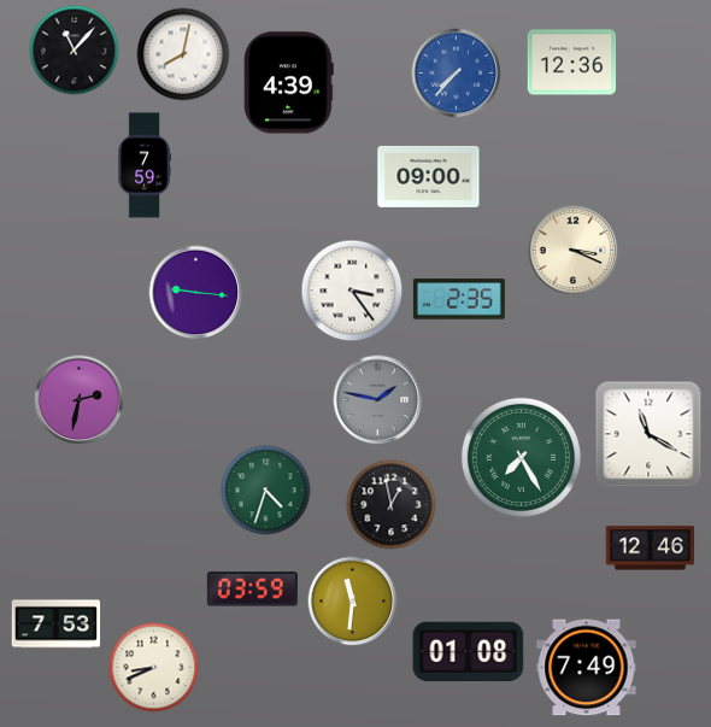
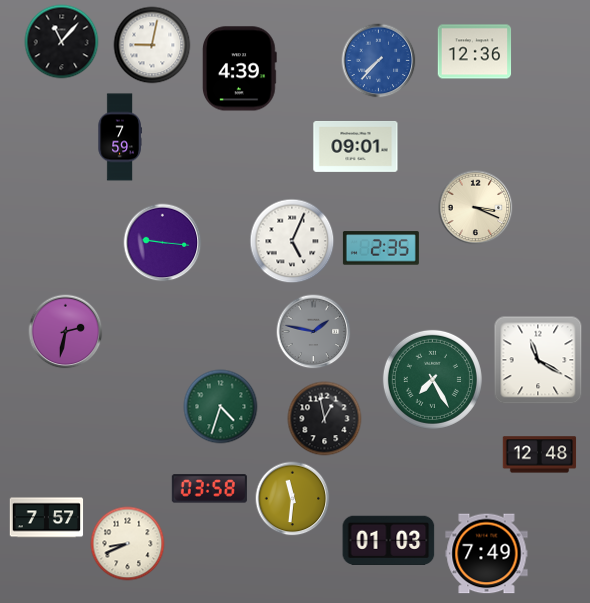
clock at (183, 54): 8:02 -> 9:02
clock at (429, 176): 09:00 -> 09:01
clock at (352, 291): 3:24 -> 5:04
clock at (651, 549): 12:46 -> 12:48
clock at (252, 590): 03:59 -> 03:58
clock at (57, 625): 7:53 -> 7:57
clock at (469, 651): 01:08 -> 01:03
clock at (154, 668) position: (154, 668) -> (128, 544)
